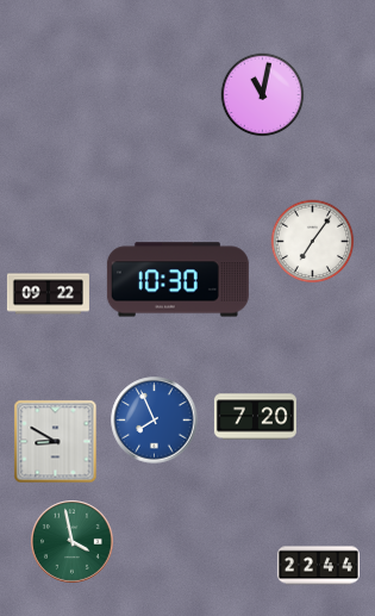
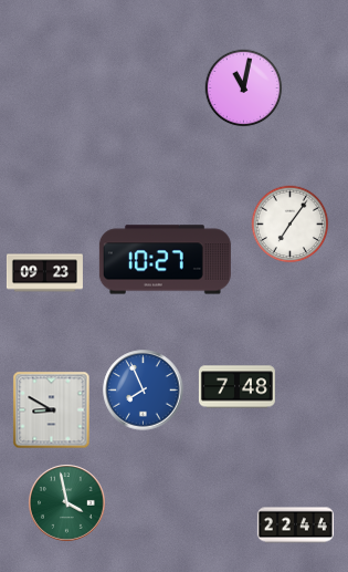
clock at (177, 280): 10:30 -> 10:27
clock at (48, 294): 09:22 -> 09:23
clock at (255, 417): 7:20 -> 7:48
